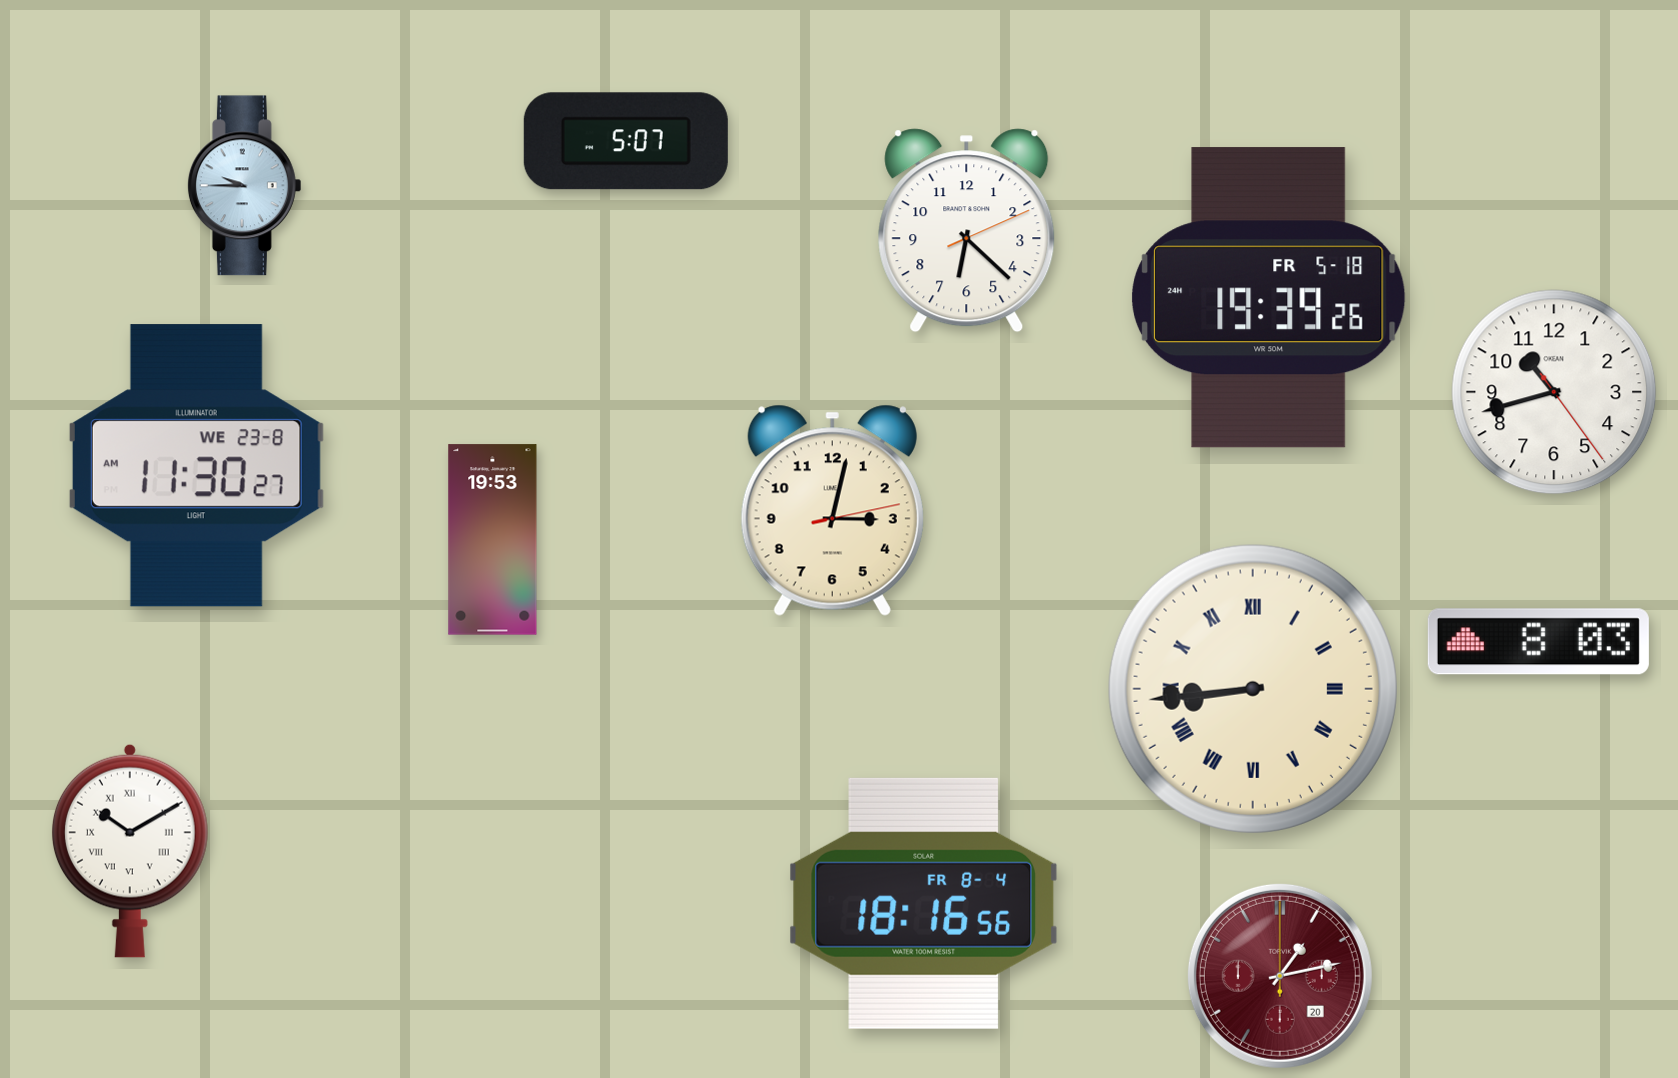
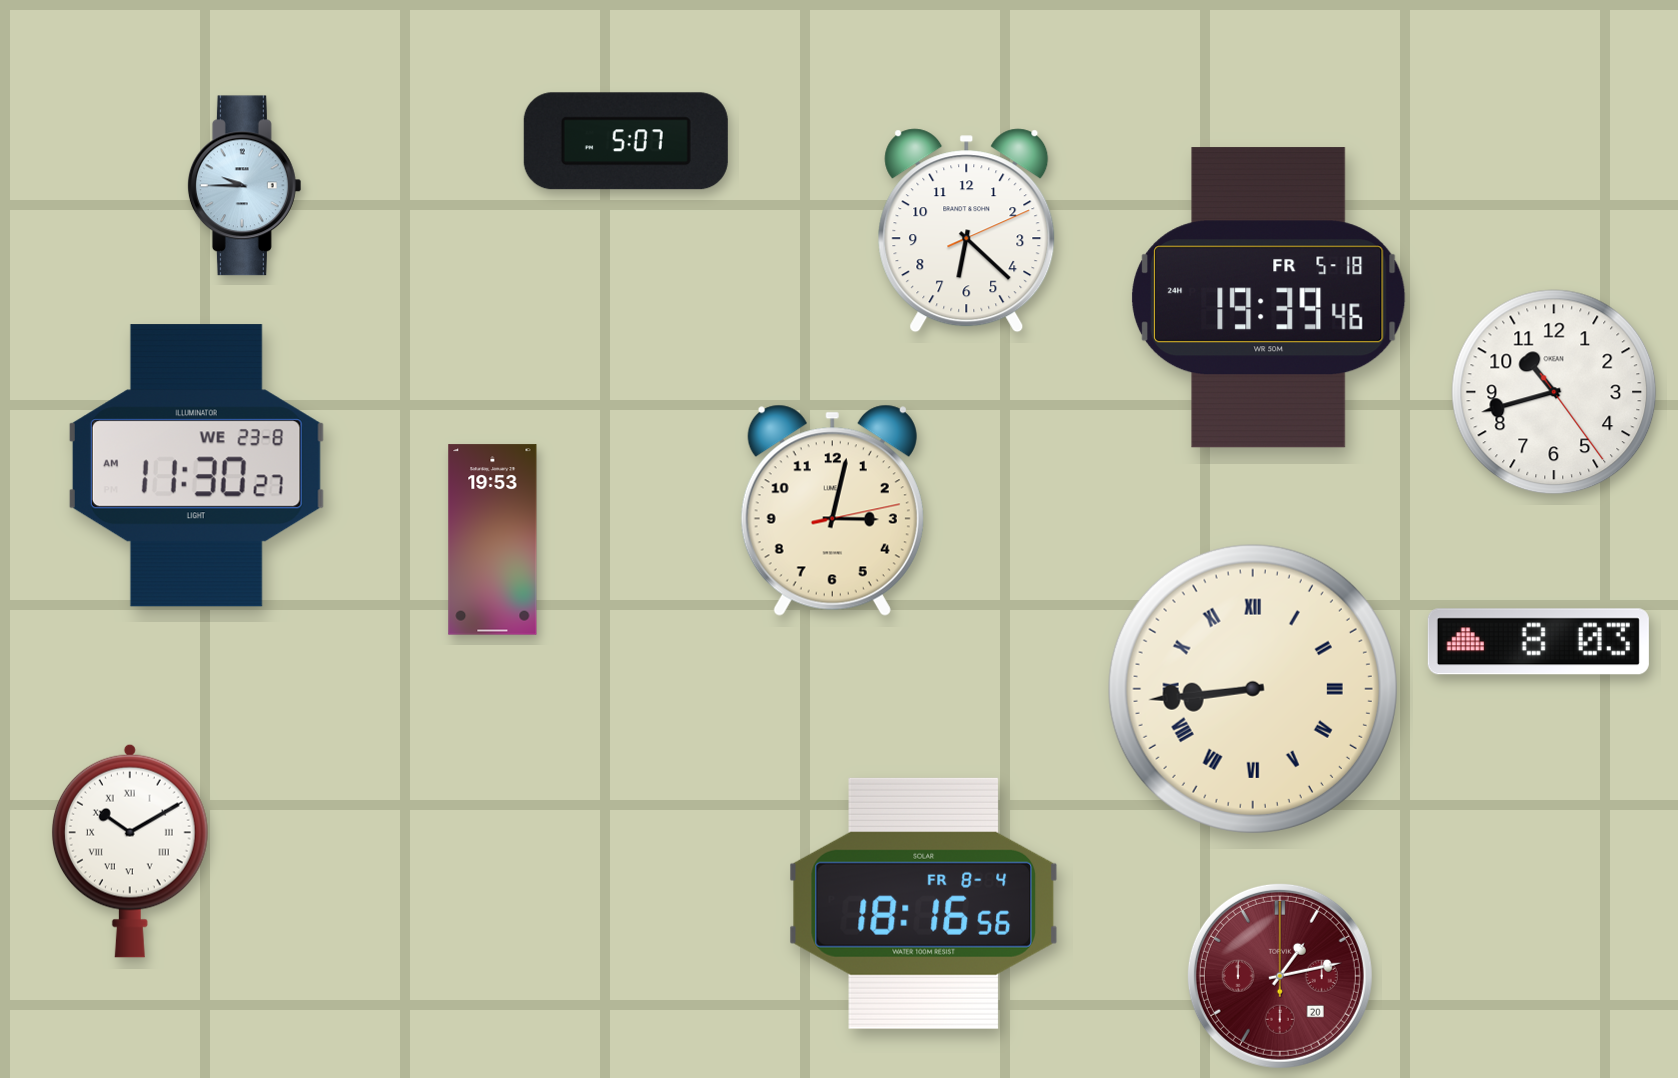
clock at (1269, 298): 19:39:26 -> 19:39:46
